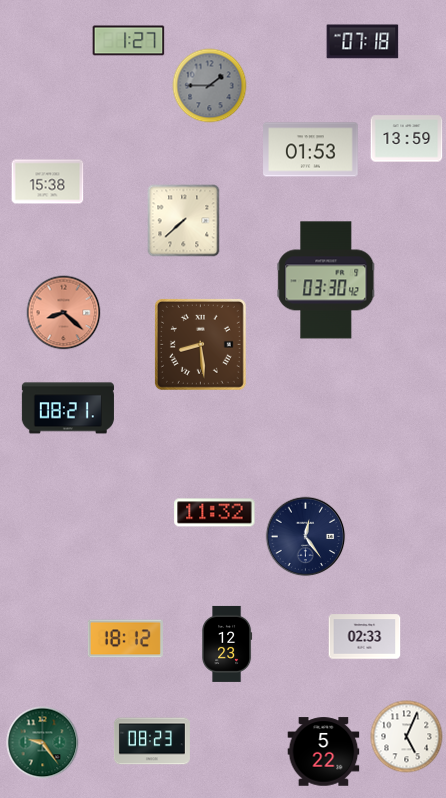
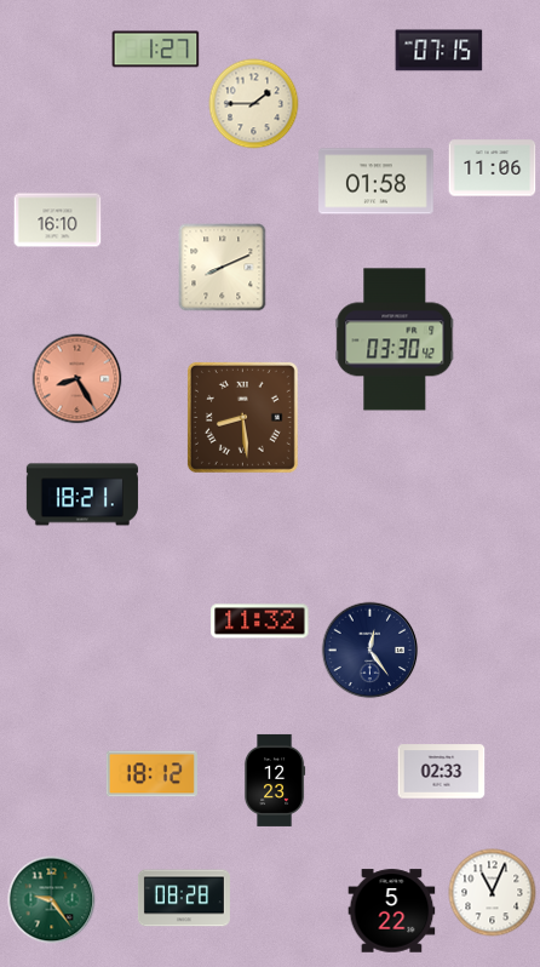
clock at (363, 42): 07:18 -> 07:15
clock at (210, 86) dial: grey -> cream
clock at (407, 139): 13:59 -> 11:06
clock at (311, 150): 01:53 -> 01:58
clock at (48, 182): 15:38 -> 16:10
clock at (184, 221): 7:38 -> 8:11
clock at (64, 313): 8:22 -> 8:25
clock at (68, 408): 08:21 -> 18:21
clock at (407, 737): 5:04 -> 11:04
clock at (152, 741): 08:23 -> 08:28
